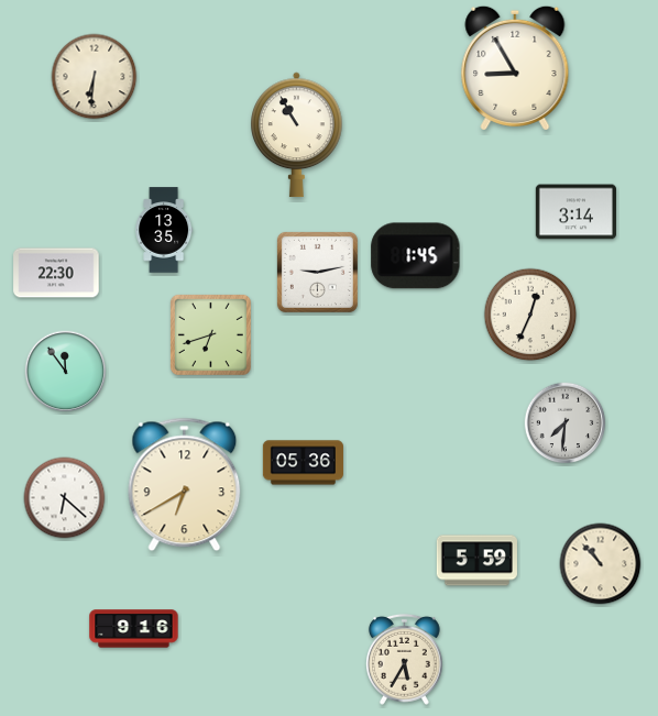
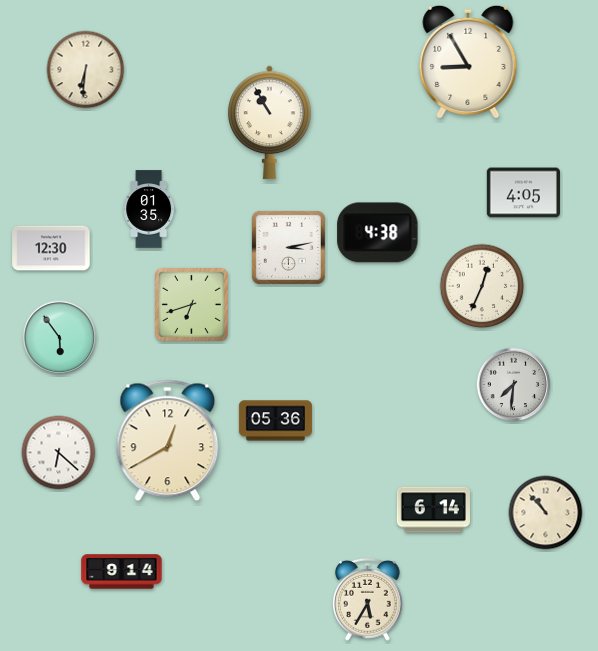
clock at (575, 212): 3:14 -> 4:05
clock at (164, 230): 13:35 -> 01:35
clock at (416, 256): 1:45 -> 4:38
clock at (317, 272): 9:13 -> 3:13
clock at (56, 273): 22:30 -> 12:30
clock at (66, 372): 11:54 -> 5:54
clock at (185, 485): 6:40 -> 12:40
clock at (476, 561): 5:59 -> 6:14
clock at (134, 629): 9:16 -> 9:14
